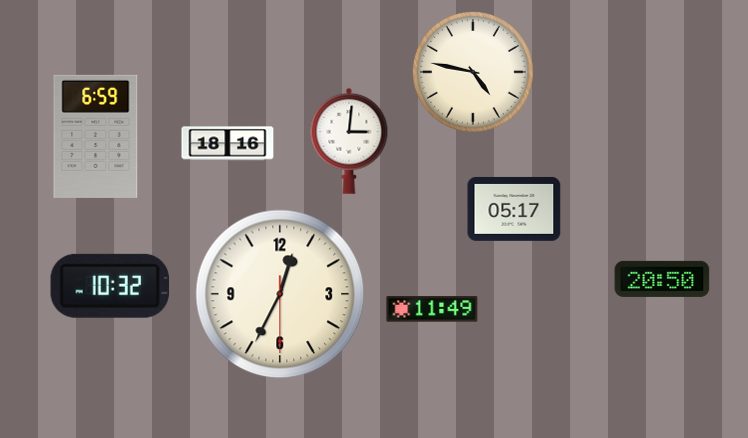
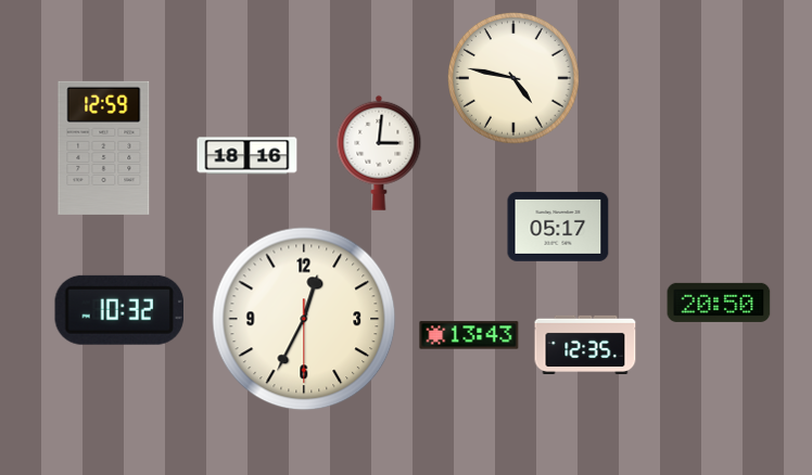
clock at (96, 136): 6:59 -> 12:59
clock at (432, 309): 11:49 -> 13:43
clock at (585, 344): none -> 12:35
